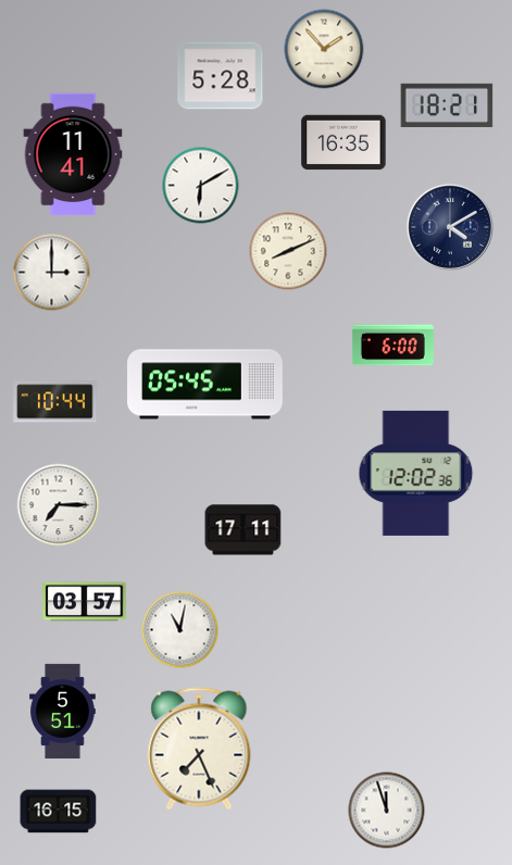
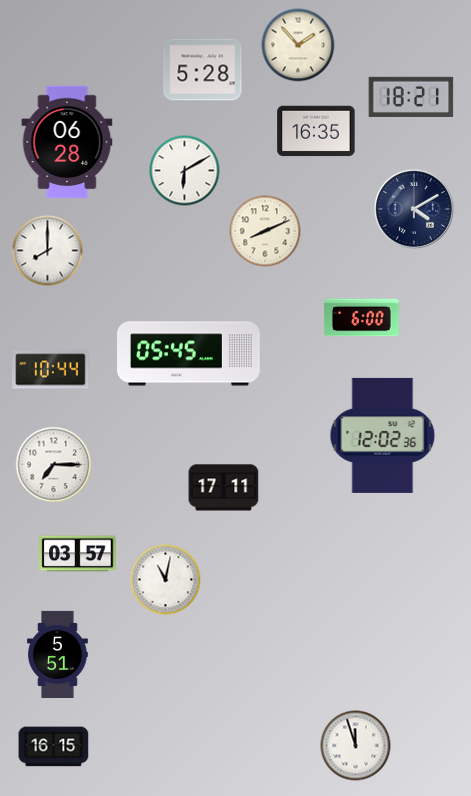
clock at (73, 154): 11:41 -> 06:28
clock at (52, 273): 3:00 -> 8:00
clock at (199, 749): 7:26 -> none
